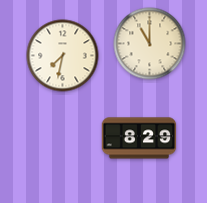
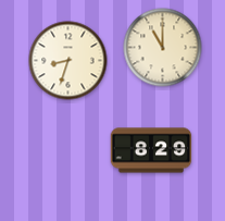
clock at (63, 56): 7:32 -> 8:33
